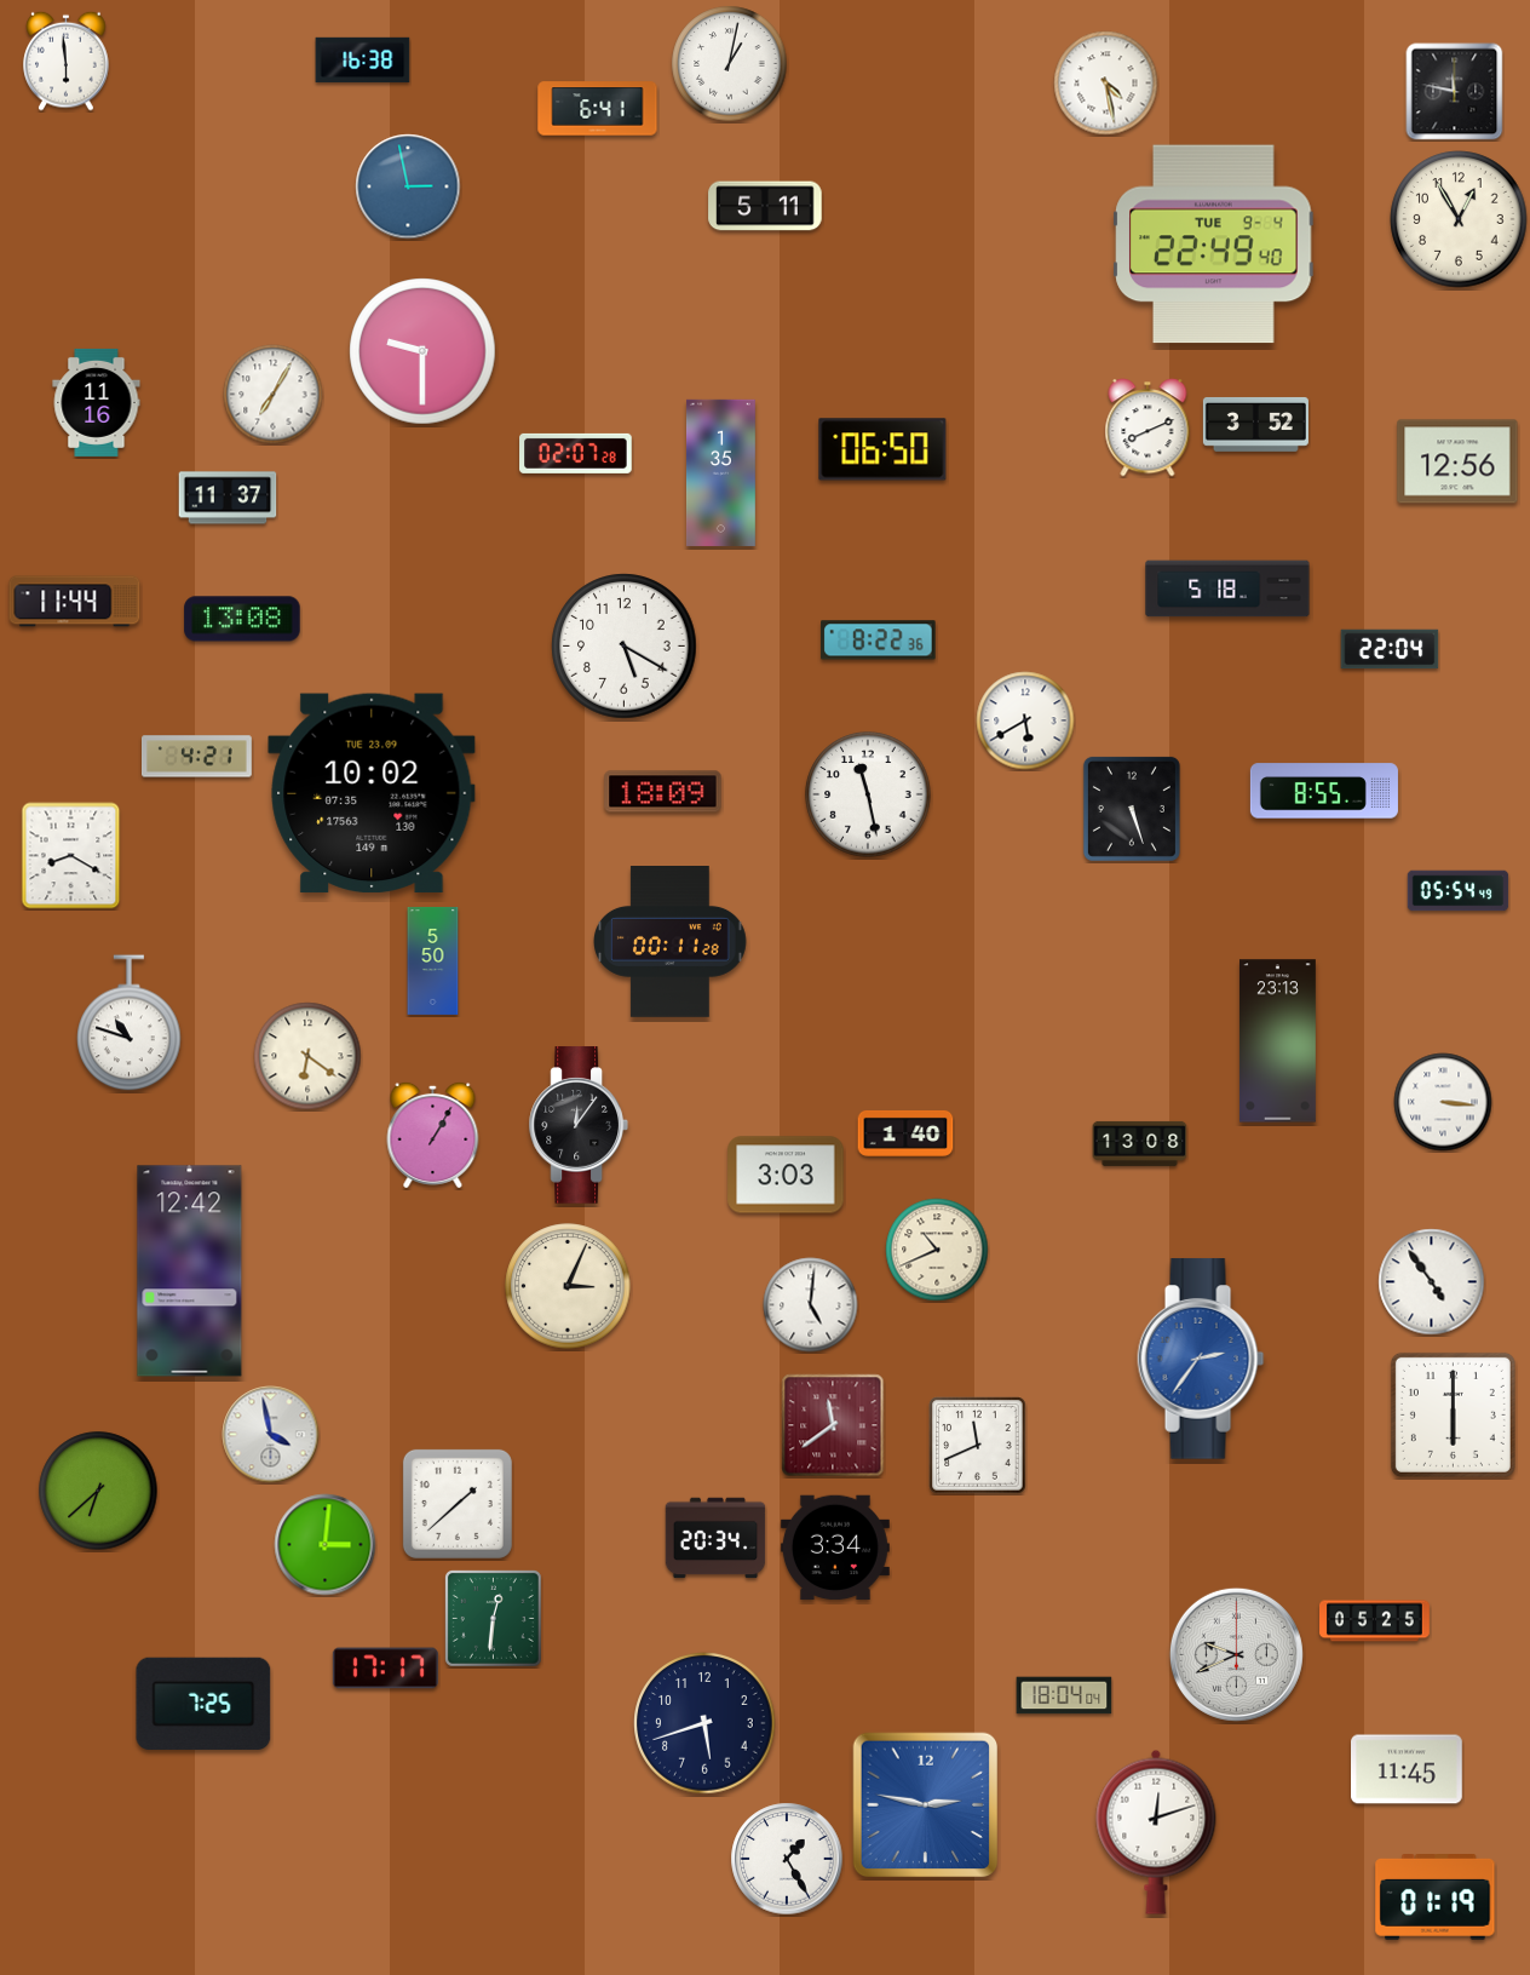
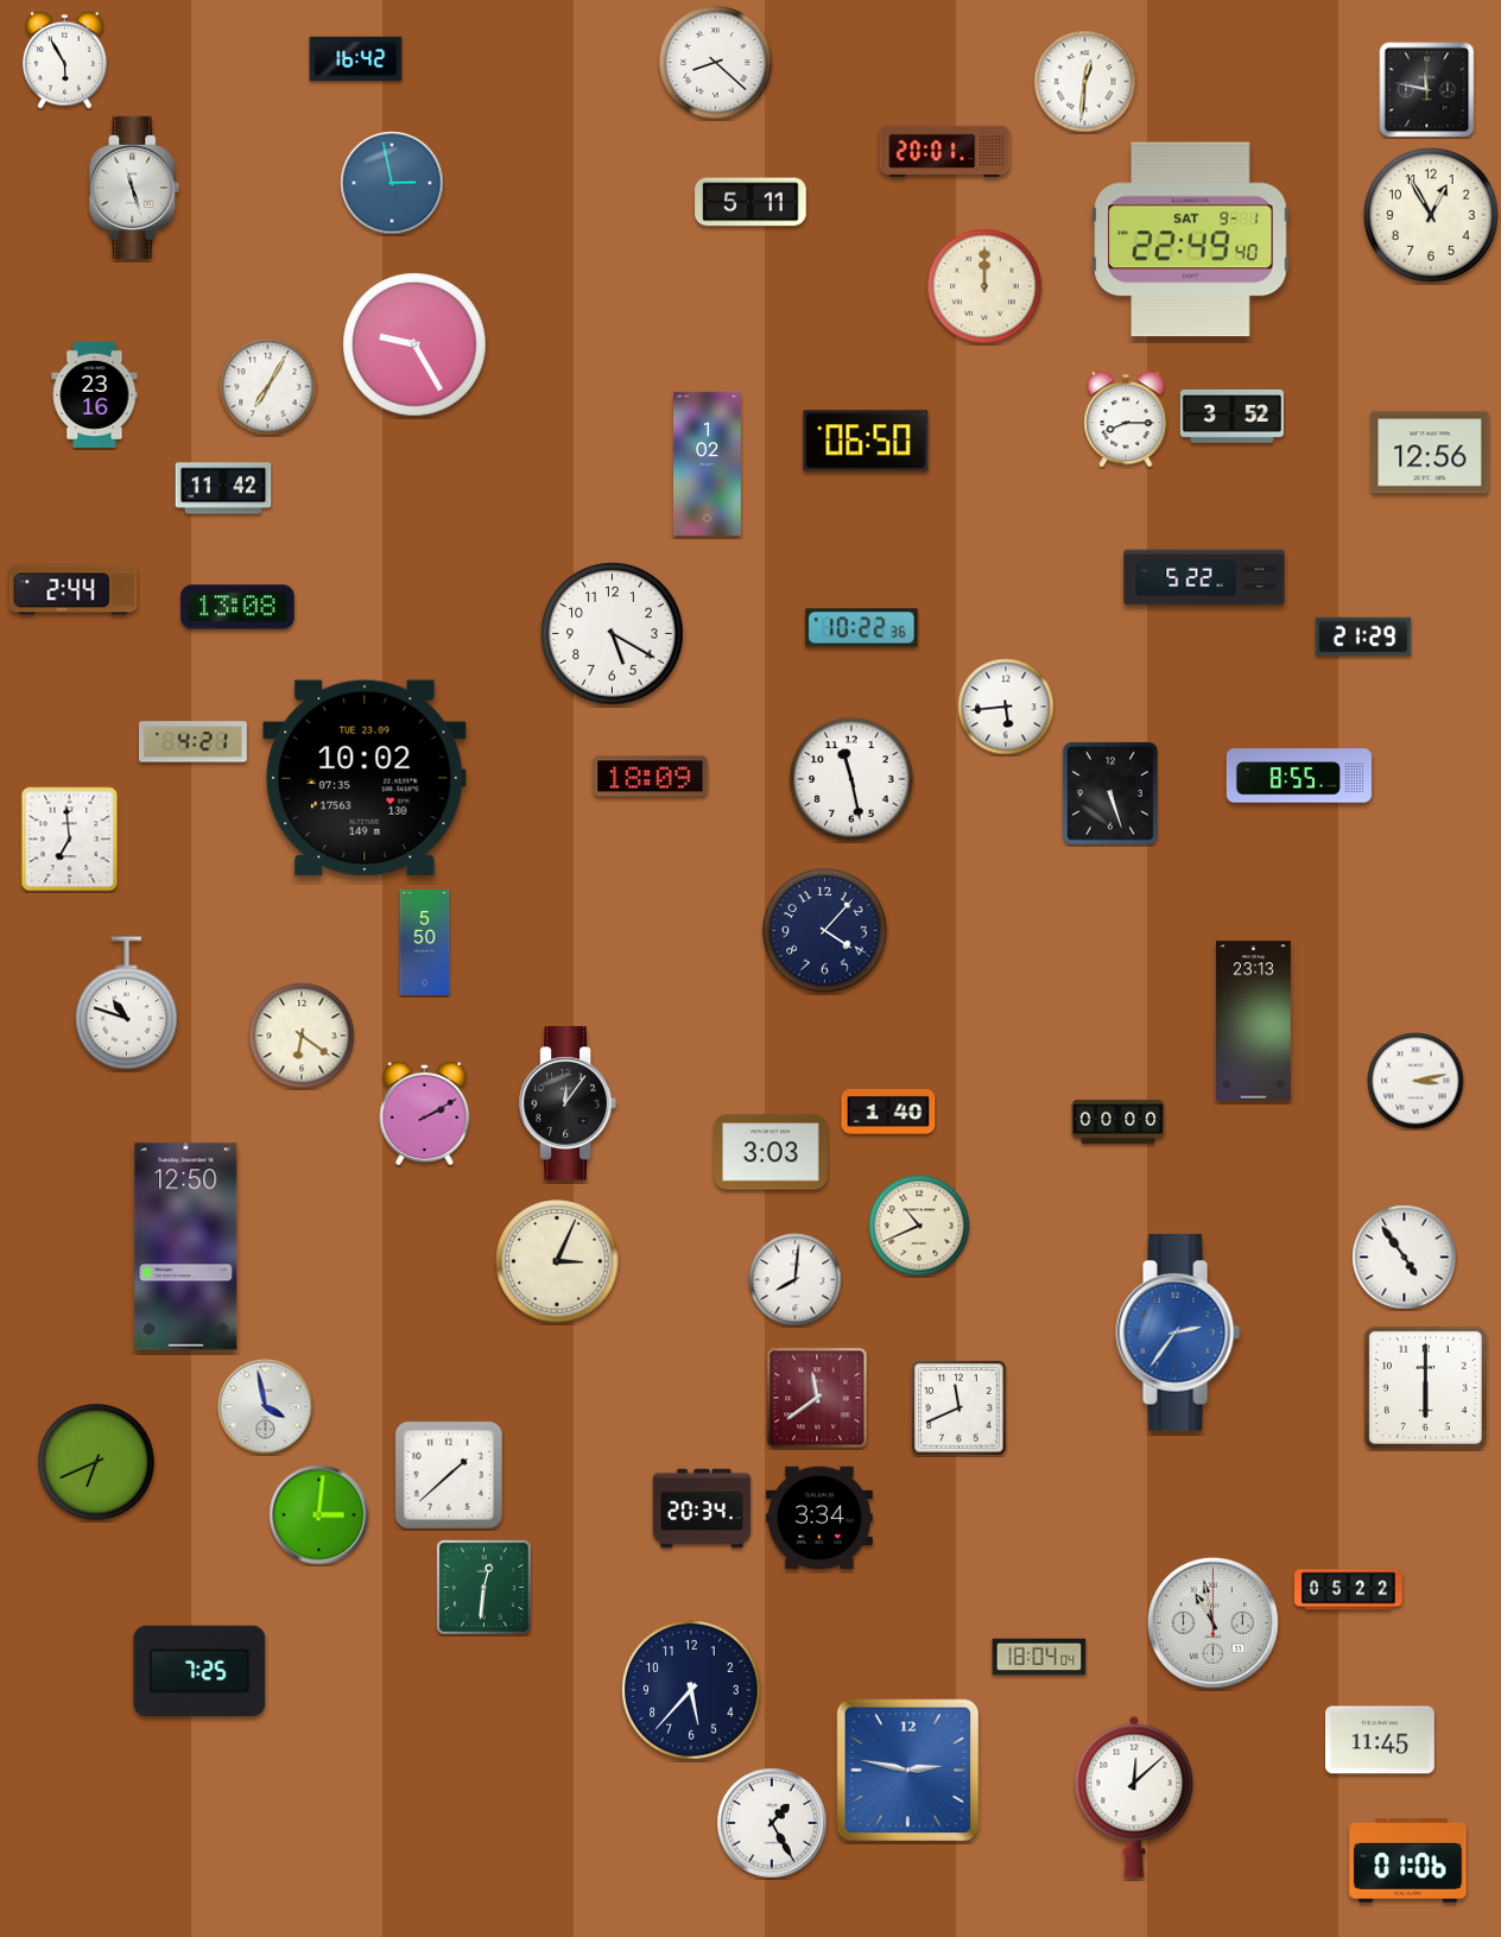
clock at (67, 61): 5:59 -> 5:55
clock at (363, 61): 16:38 -> 16:42
clock at (730, 64): 1:02 -> 8:22
clock at (1106, 84): 4:28 -> 12:31
clock at (598, 109): 6:41 -> none
clock at (945, 151): none -> 20:01
clock at (408, 186) position: (408, 186) -> (392, 183)
clock at (134, 188): none -> 11:27
clock at (1214, 245) date: TUE 9-4 -> SAT 9-1
clock at (984, 286): none -> 12:00
clock at (422, 351): 9:30 -> 9:25
clock at (97, 402): 11:16 -> 23:16
clock at (1147, 427): 8:11 -> 8:15
clock at (576, 453): 02:07 -> none
clock at (720, 472): 1:35 -> 1:02
clock at (228, 498): 11:37 -> 11:42
clock at (1227, 589): 5:18 -> 5:22
clock at (75, 602): 11:44 -> 2:44
clock at (879, 641): 8:22 -> 10:22
clock at (1390, 649): 22:04 -> 21:29
clock at (1025, 720): 5:40 -> 5:44
clock at (71, 856): 8:20 -> 6:59
clock at (1459, 891): 05:54 -> none
clock at (671, 942): 00:11 -> none
clock at (825, 931): none -> 4:07
clock at (1443, 1102): 3:16 -> 3:13
clock at (433, 1135): 1:05 -> 2:10
clock at (1140, 1143): 13:08 -> 00:00
clock at (190, 1271): 12:42 -> 12:50
clock at (811, 1305): 5:01 -> 8:01
clock at (978, 1446) position: (978, 1446) -> (959, 1409)
clock at (98, 1491): 6:38 -> 6:41
clock at (1375, 1621): 05:25 -> 05:22
clock at (1236, 1654): 9:41 -> 10:58
clock at (385, 1669): 17:17 -> none
clock at (1064, 1695) position: (1064, 1695) -> (1039, 1657)
clock at (704, 1723): 5:42 -> 5:37
clock at (1408, 1769) position: (1408, 1769) -> (1381, 1740)
clock at (1156, 1832): 12:12 -> 12:08
clock at (1436, 1898): 01:19 -> 01:06
